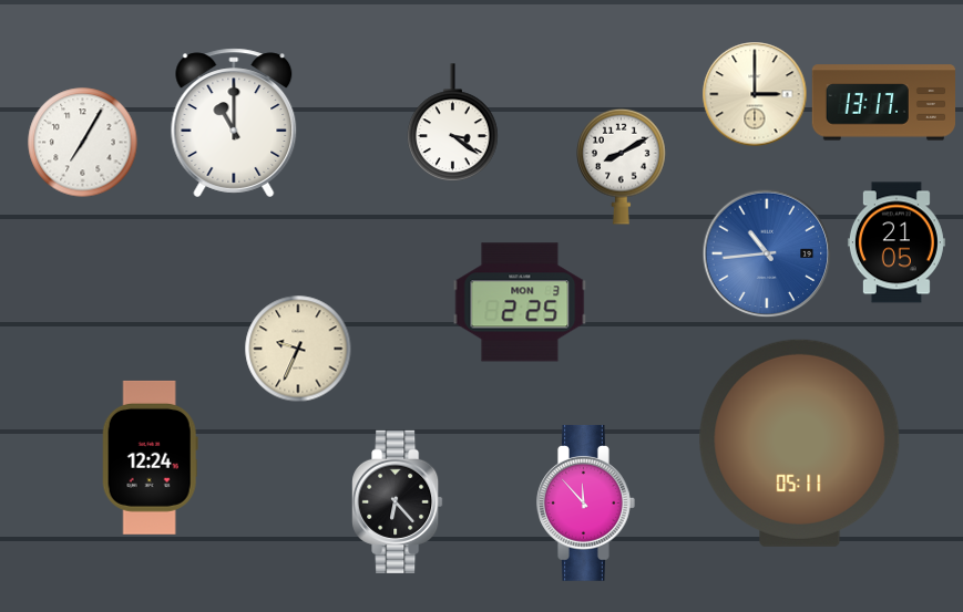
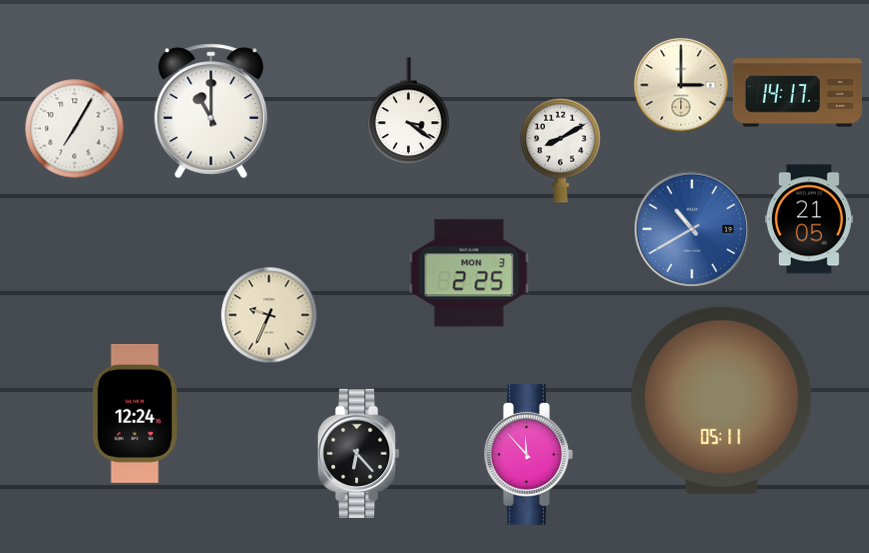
clock at (883, 103): 13:17 -> 14:17
clock at (767, 253): 10:44 -> 10:40
